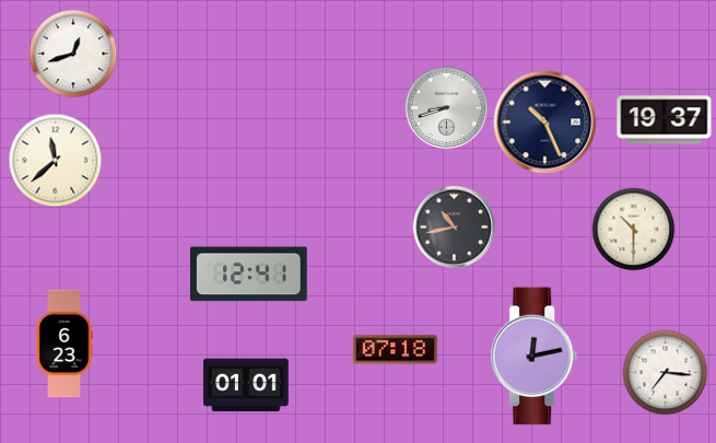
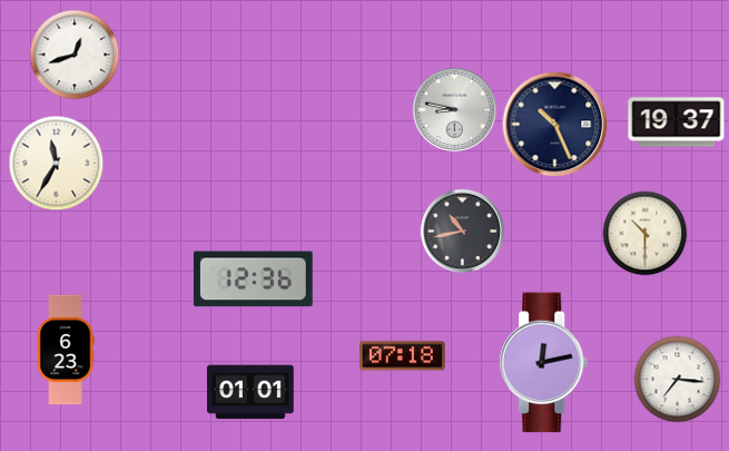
clock at (447, 108): 8:42 -> 8:47
clock at (56, 161): 11:38 -> 11:35
clock at (248, 275): 12:41 -> 12:36
